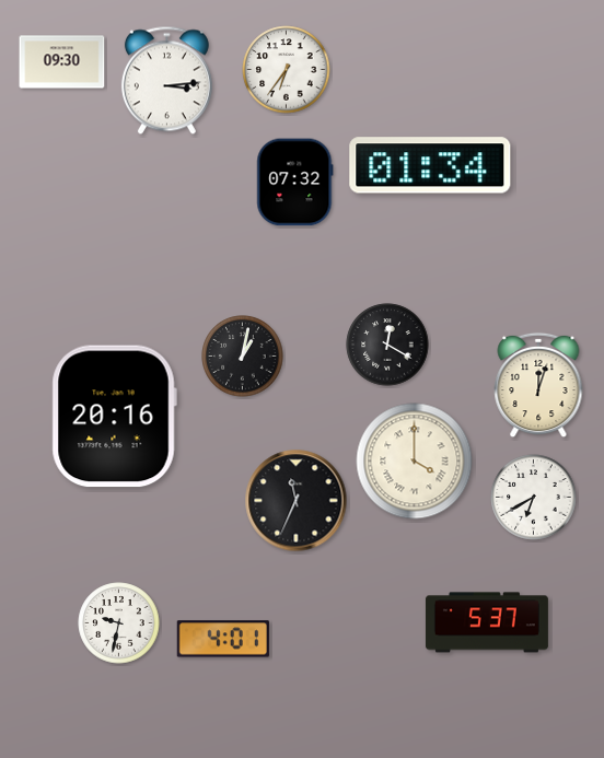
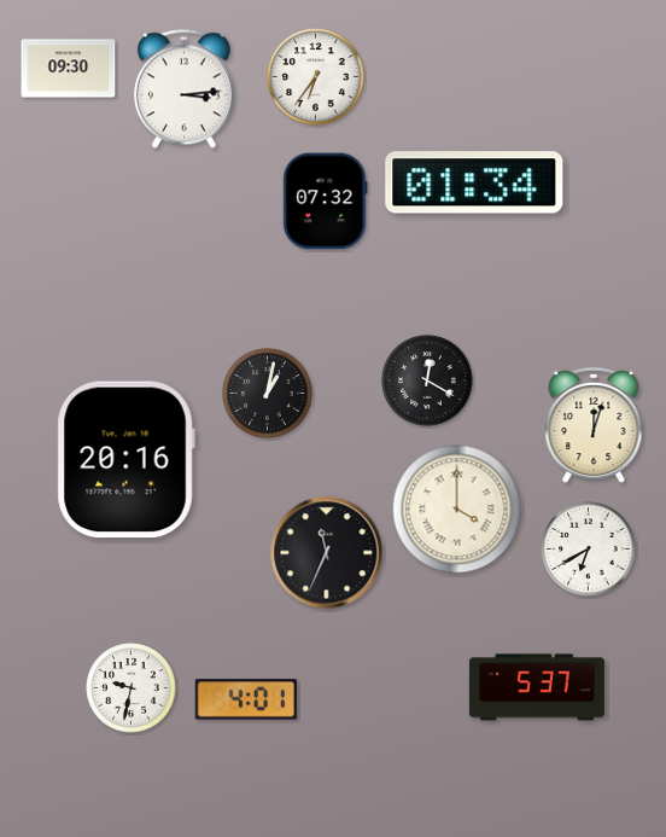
clock at (223, 639) position: (223, 639) -> (246, 699)
